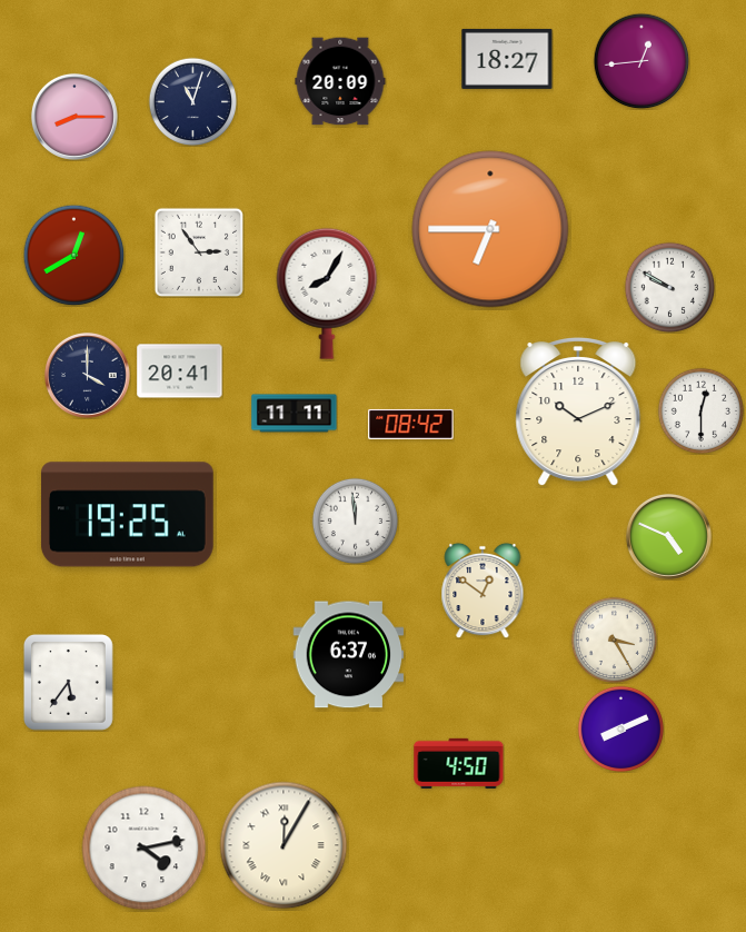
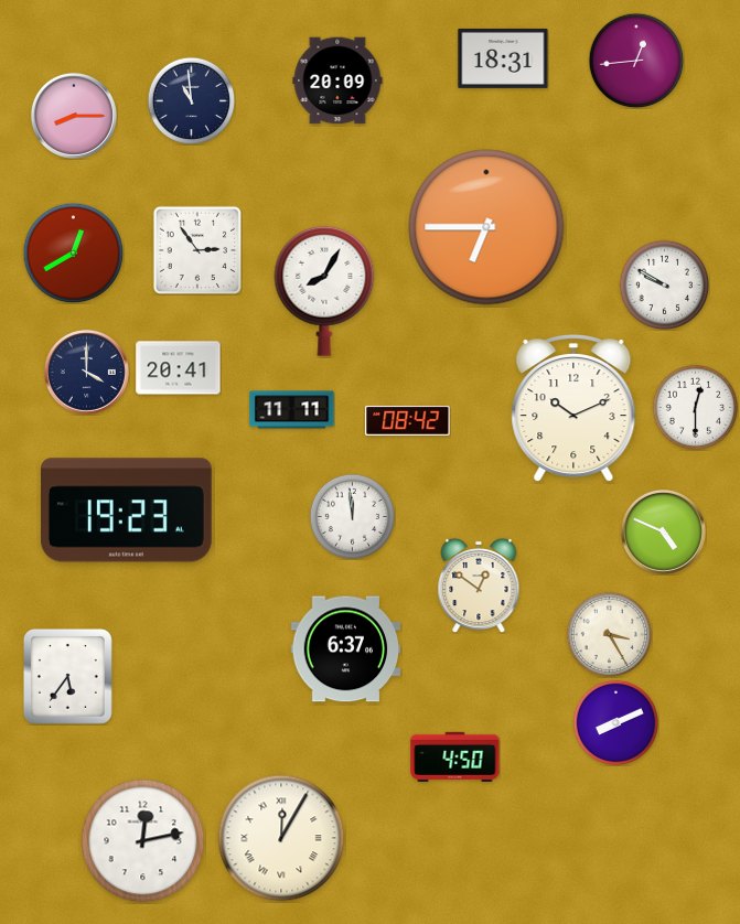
clock at (507, 59): 18:27 -> 18:31
clock at (192, 101): 11:03 -> 10:59
clock at (127, 515): 19:25 -> 19:23
clock at (145, 849): 4:13 -> 12:13
